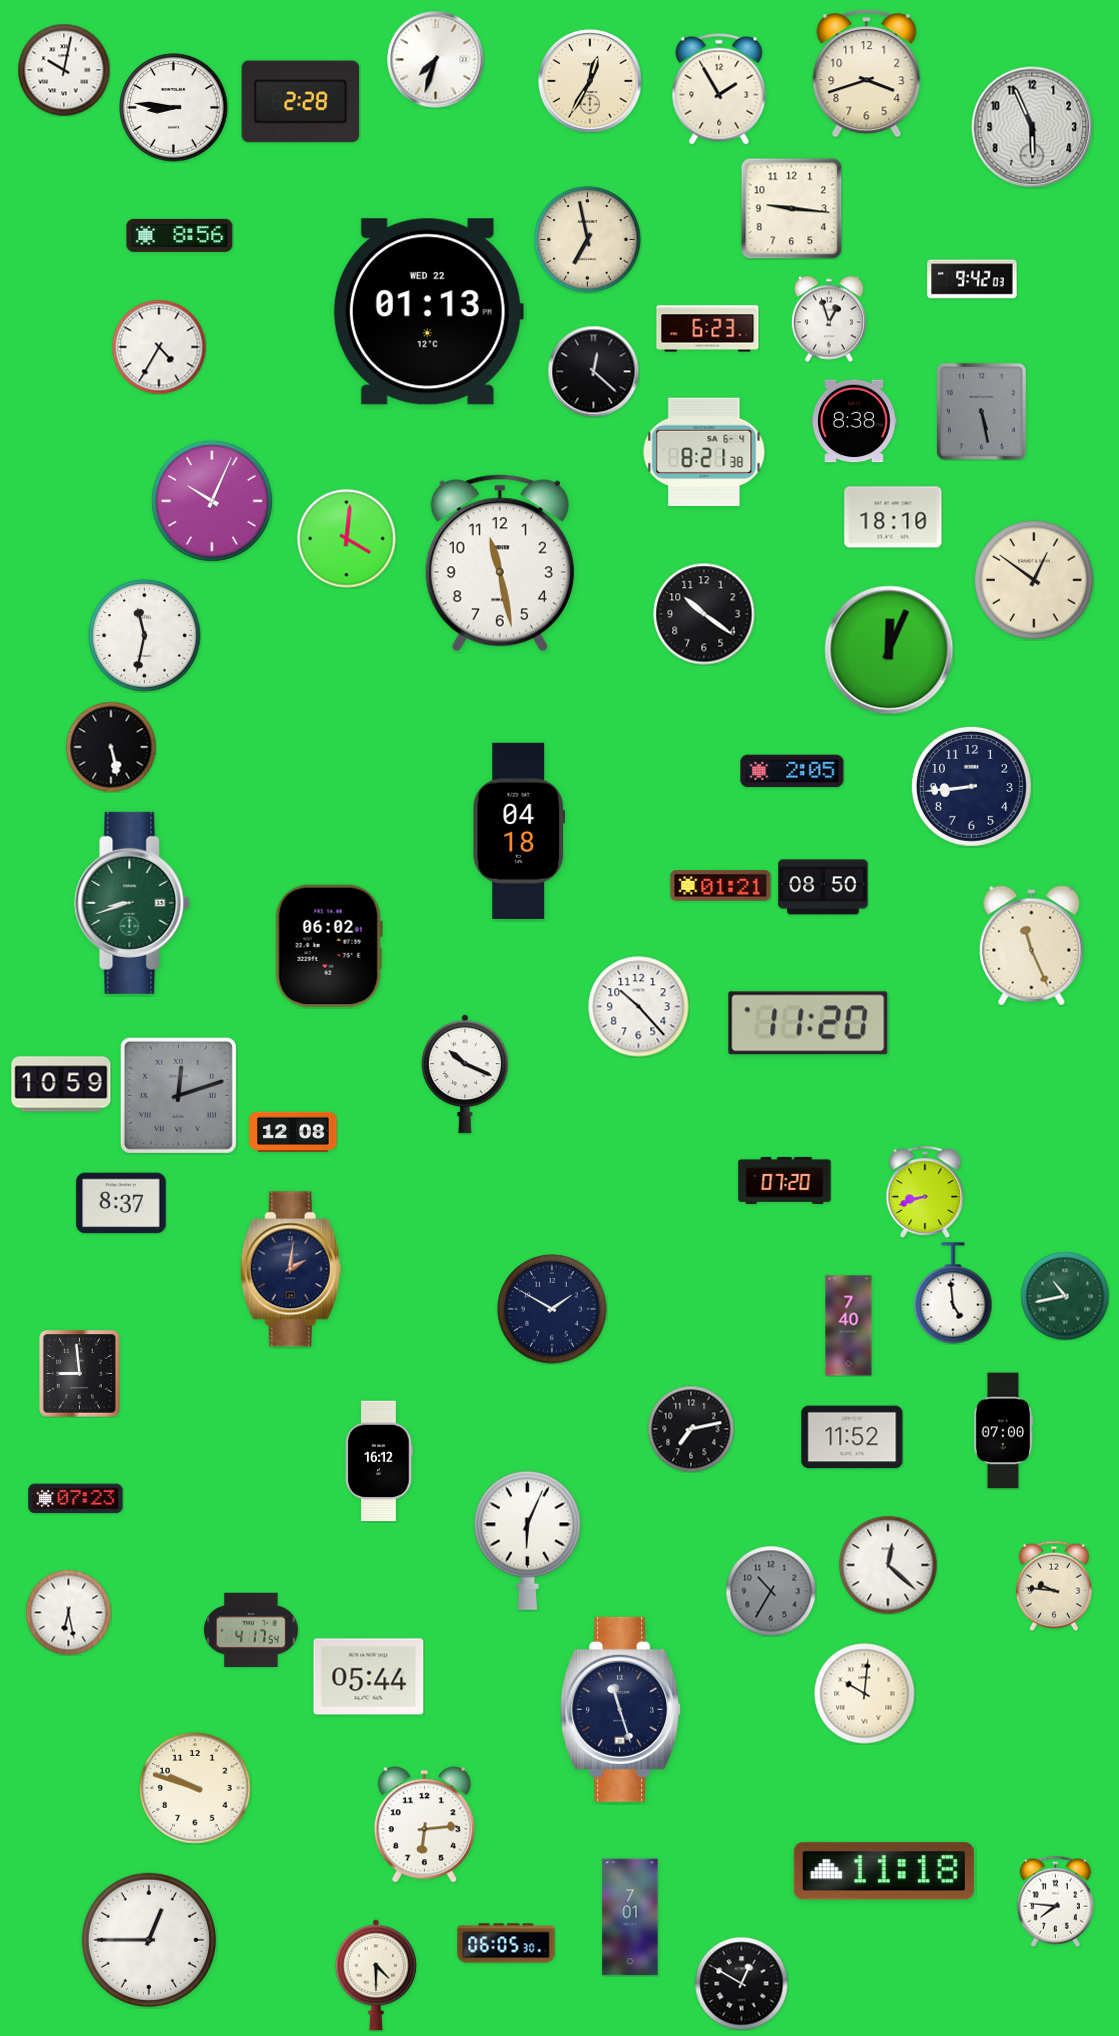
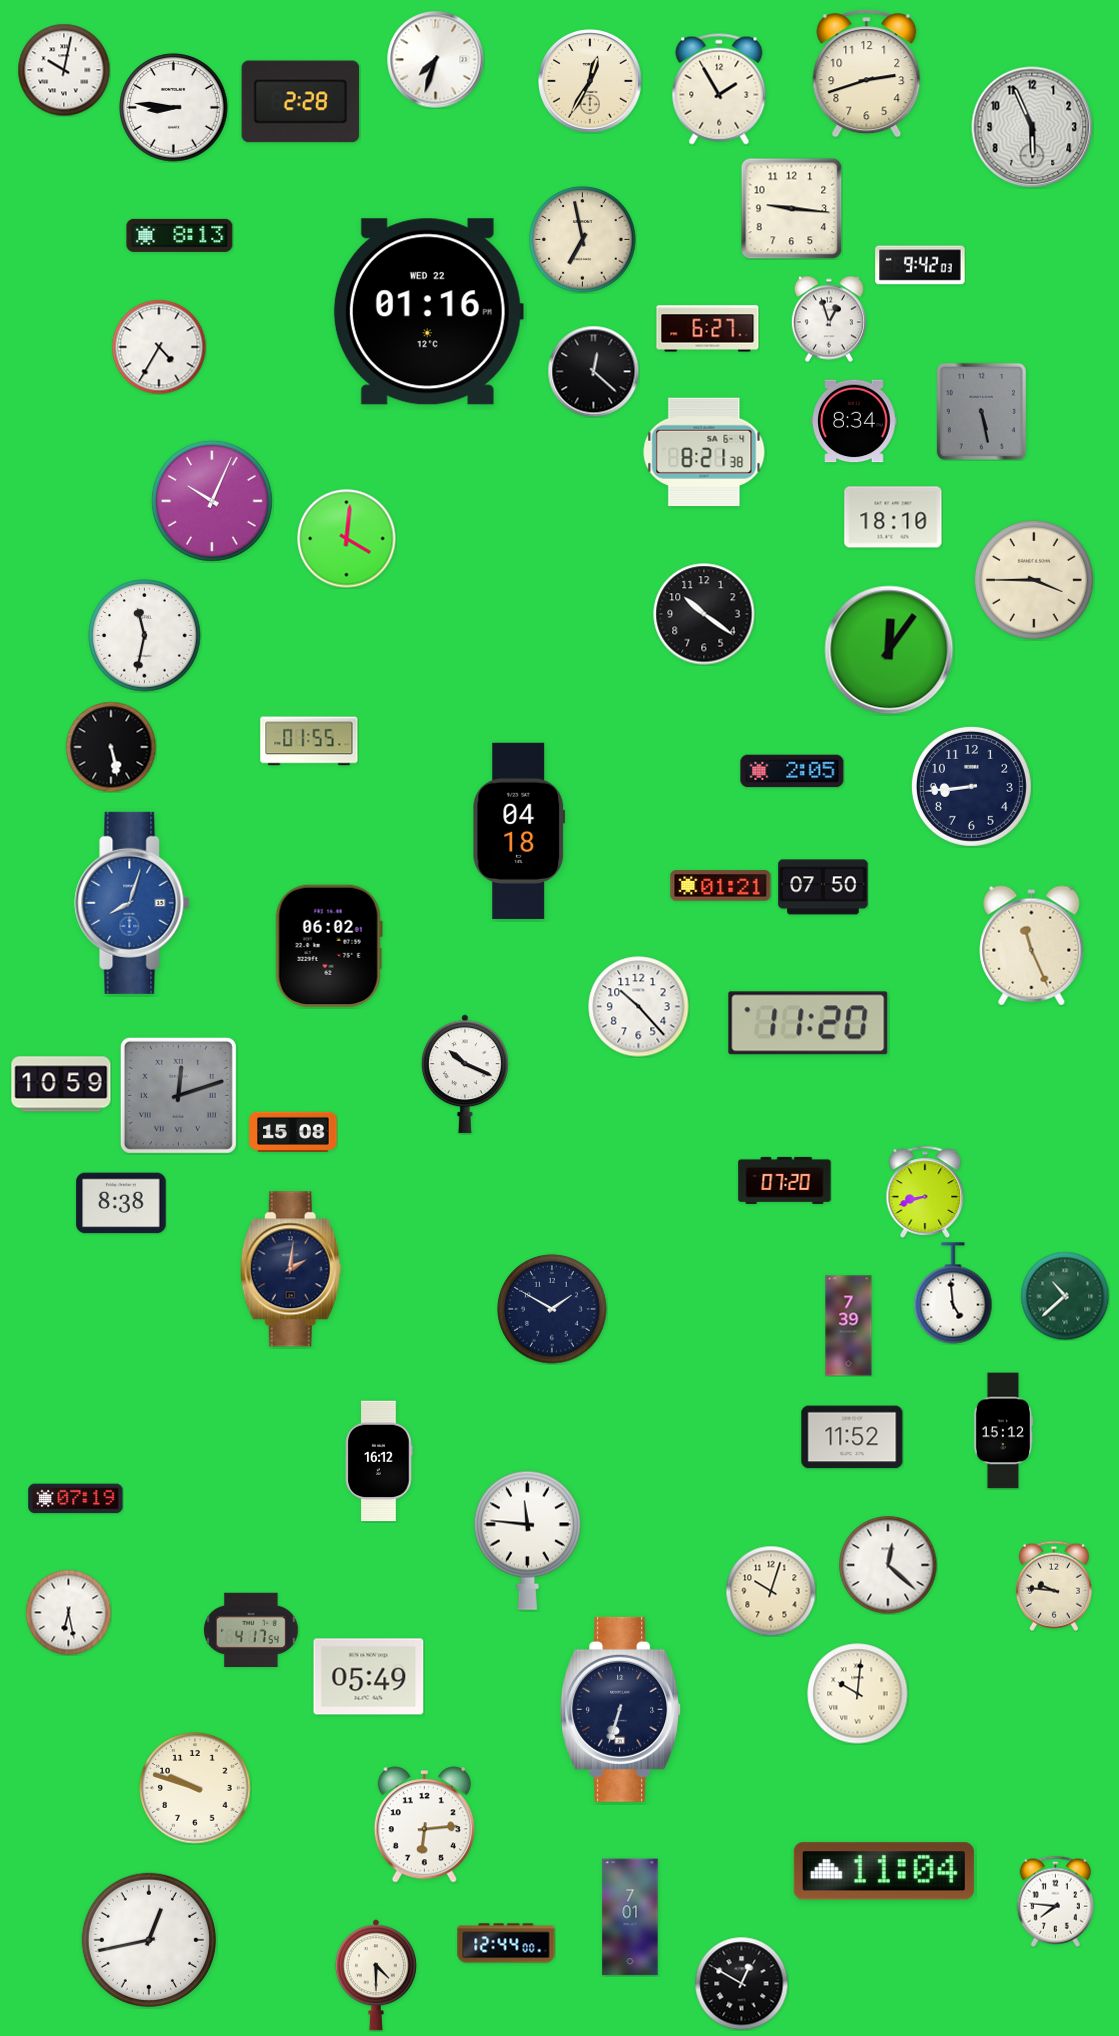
clock at (867, 74): 3:42 -> 2:42
clock at (180, 235): 8:56 -> 8:13
clock at (588, 240) position: (588, 240) -> (583, 240)
clock at (972, 279) position: (972, 279) -> (920, 265)
clock at (428, 312): 01:13 -> 01:16
clock at (708, 329): 6:23 -> 6:27
clock at (854, 421): 8:38 -> 8:34
clock at (500, 563): 11:28 -> none
clock at (1034, 580): 12:51 -> 3:45
clock at (889, 650): 12:04 -> 12:06
clock at (309, 741): none -> 01:55
clock at (823, 887): 08:50 -> 07:50
clock at (132, 903): 8:42 -> 8:03
clock at (132, 903) dial: green -> blue
clock at (293, 1132): 12:08 -> 15:08
clock at (121, 1203): 8:37 -> 8:38
clock at (1065, 1296): 10:43 -> 10:38
clock at (849, 1326): 7:40 -> 7:39
clock at (80, 1374): 8:59 -> none
clock at (691, 1429): 7:13 -> none
clock at (1004, 1431): 07:00 -> 15:12
clock at (76, 1499): 07:23 -> 07:19
clock at (527, 1540): 6:04 -> 11:46
clock at (771, 1591): 10:35 -> 10:03
clock at (771, 1591) dial: grey -> cream
clock at (369, 1677): 05:44 -> 05:49
clock at (865, 1694) position: (865, 1694) -> (858, 1694)
clock at (621, 1709): 11:27 -> 6:33
clock at (884, 1871): 11:18 -> 11:04
clock at (149, 1940): 12:45 -> 12:43
clock at (506, 1943): 06:05 -> 12:44
